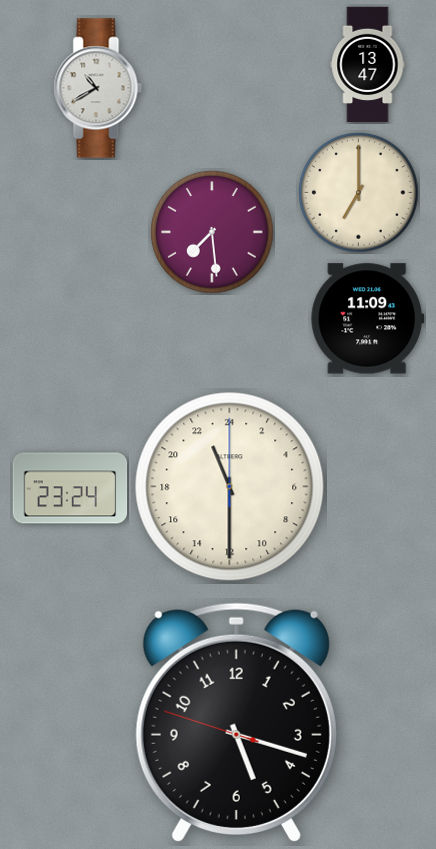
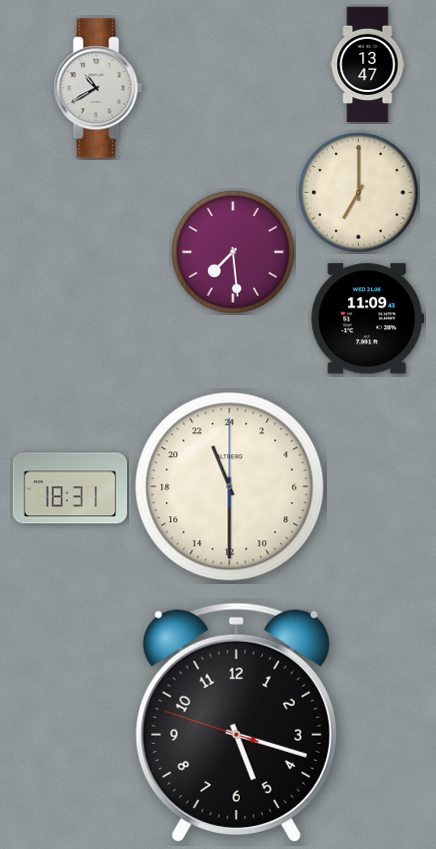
clock at (212, 232) position: (212, 232) -> (233, 252)
clock at (70, 488): 23:24 -> 18:31
